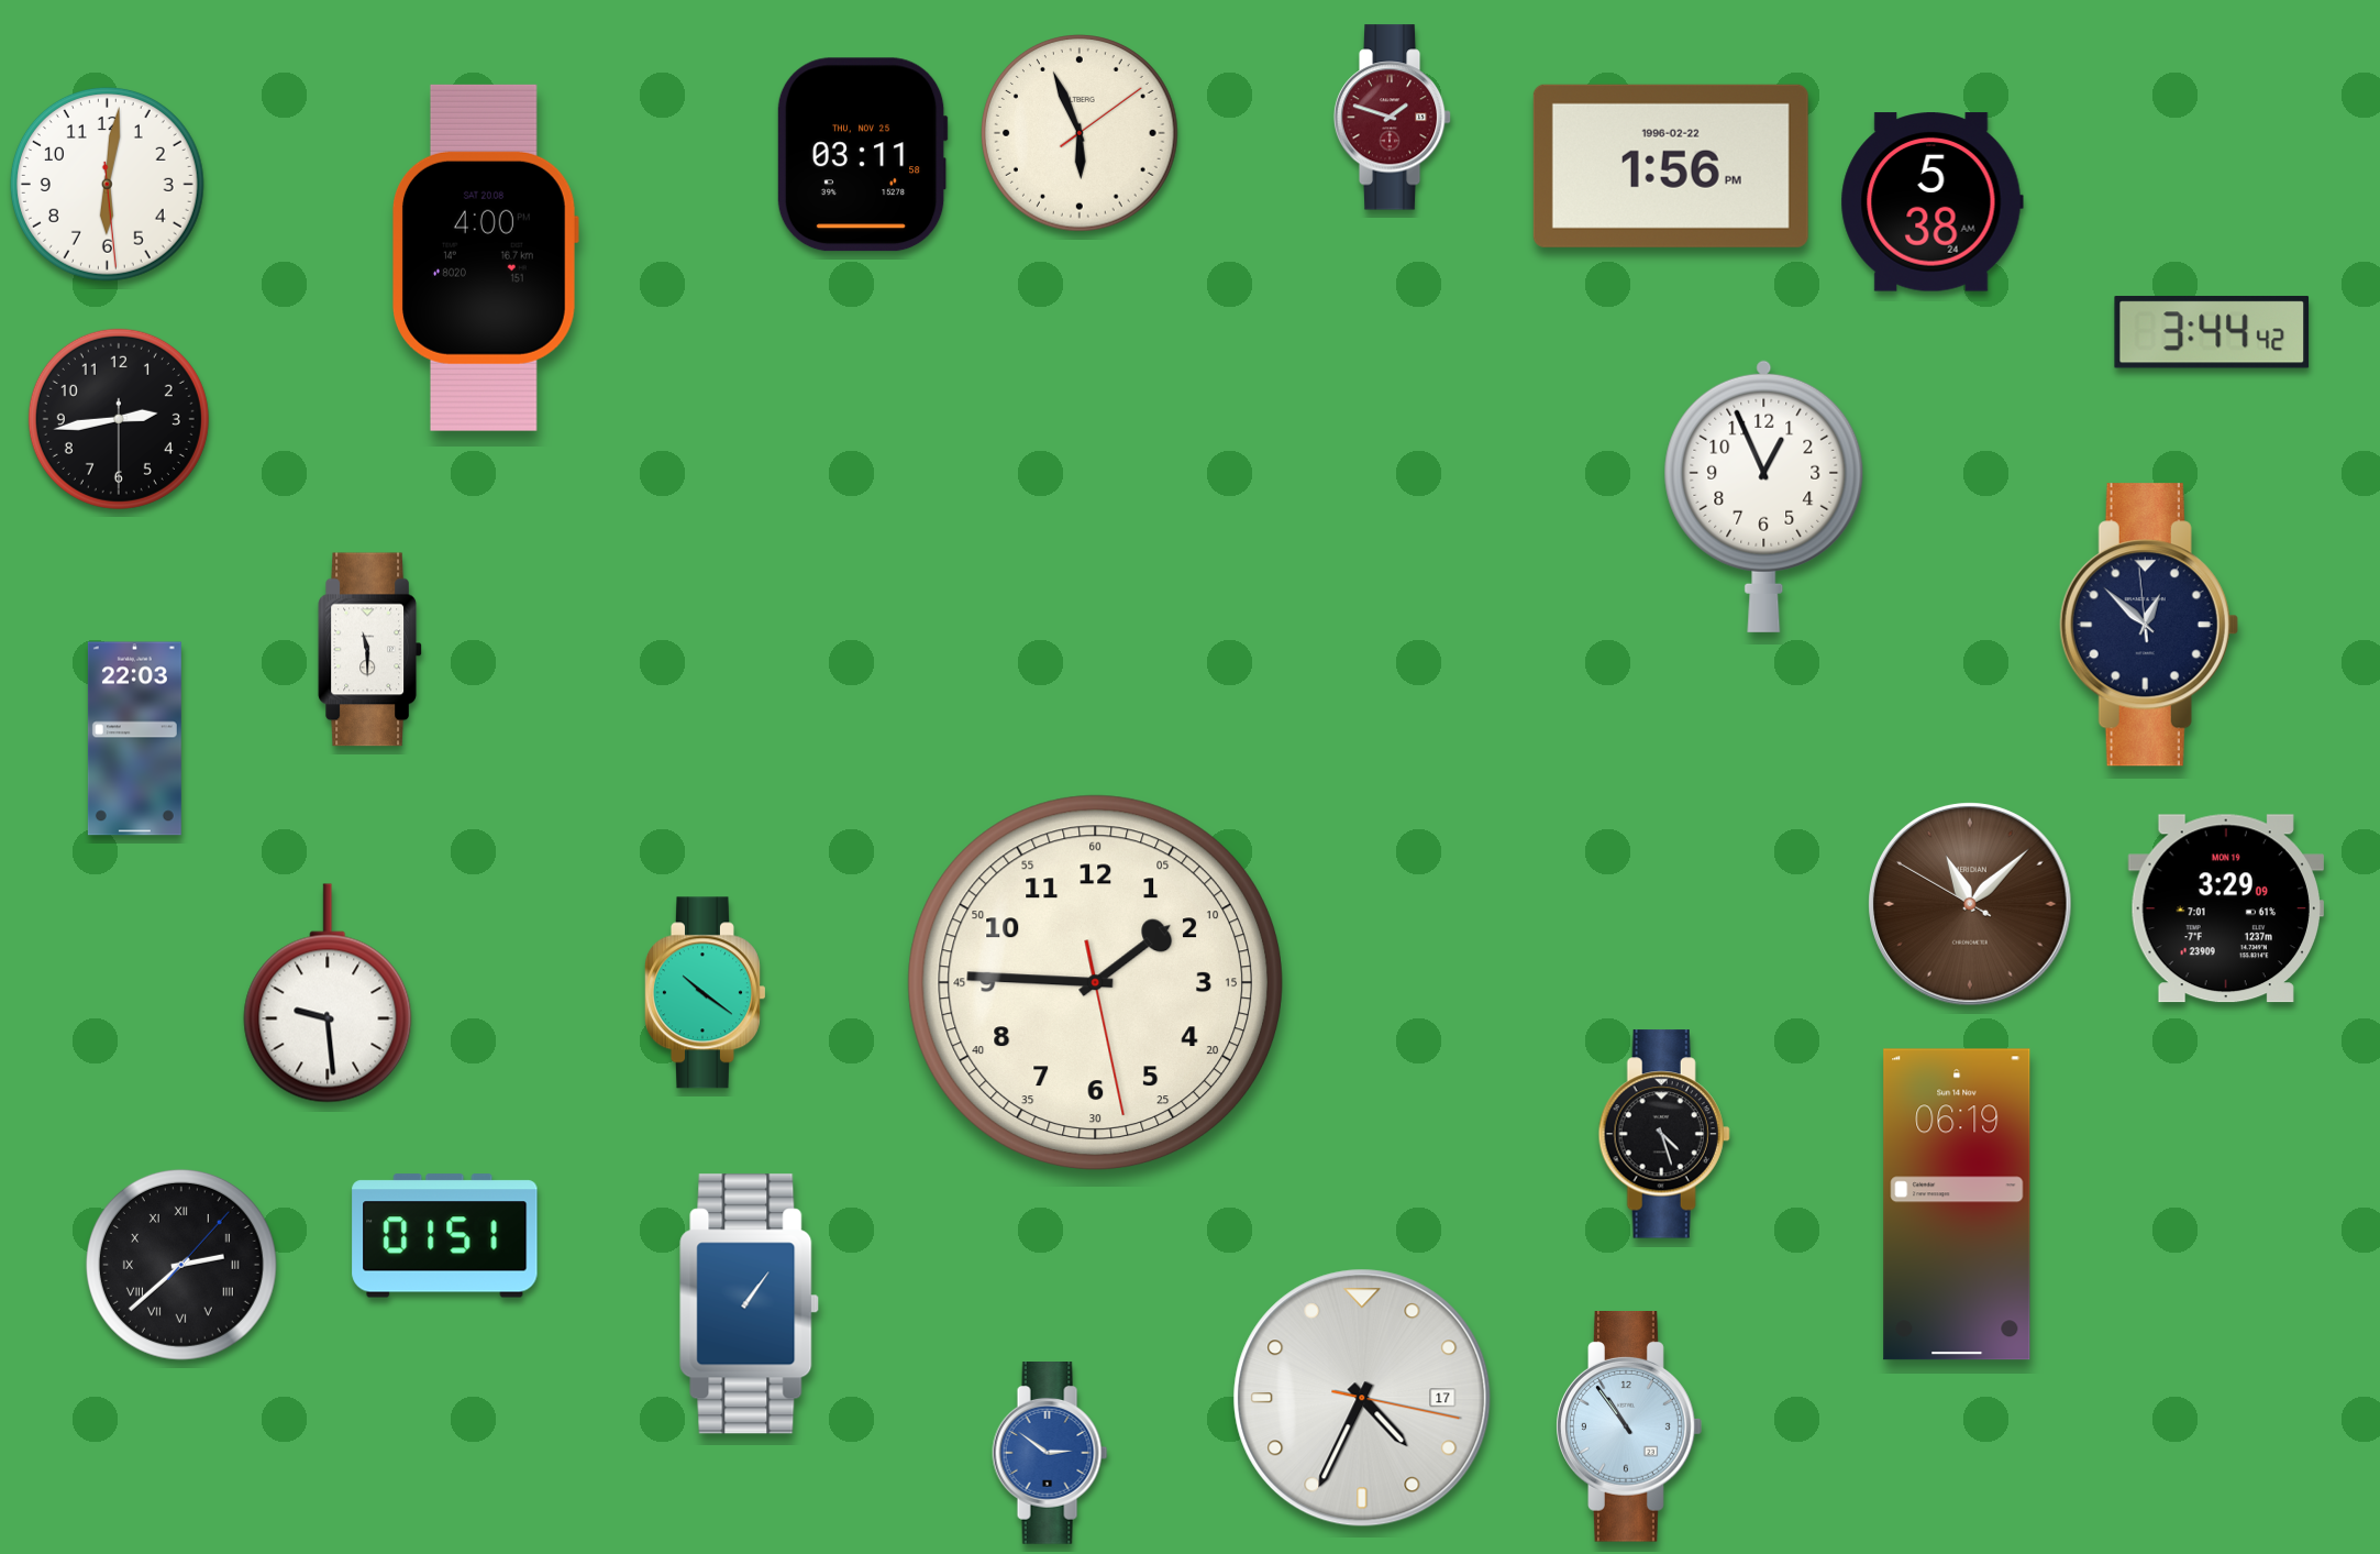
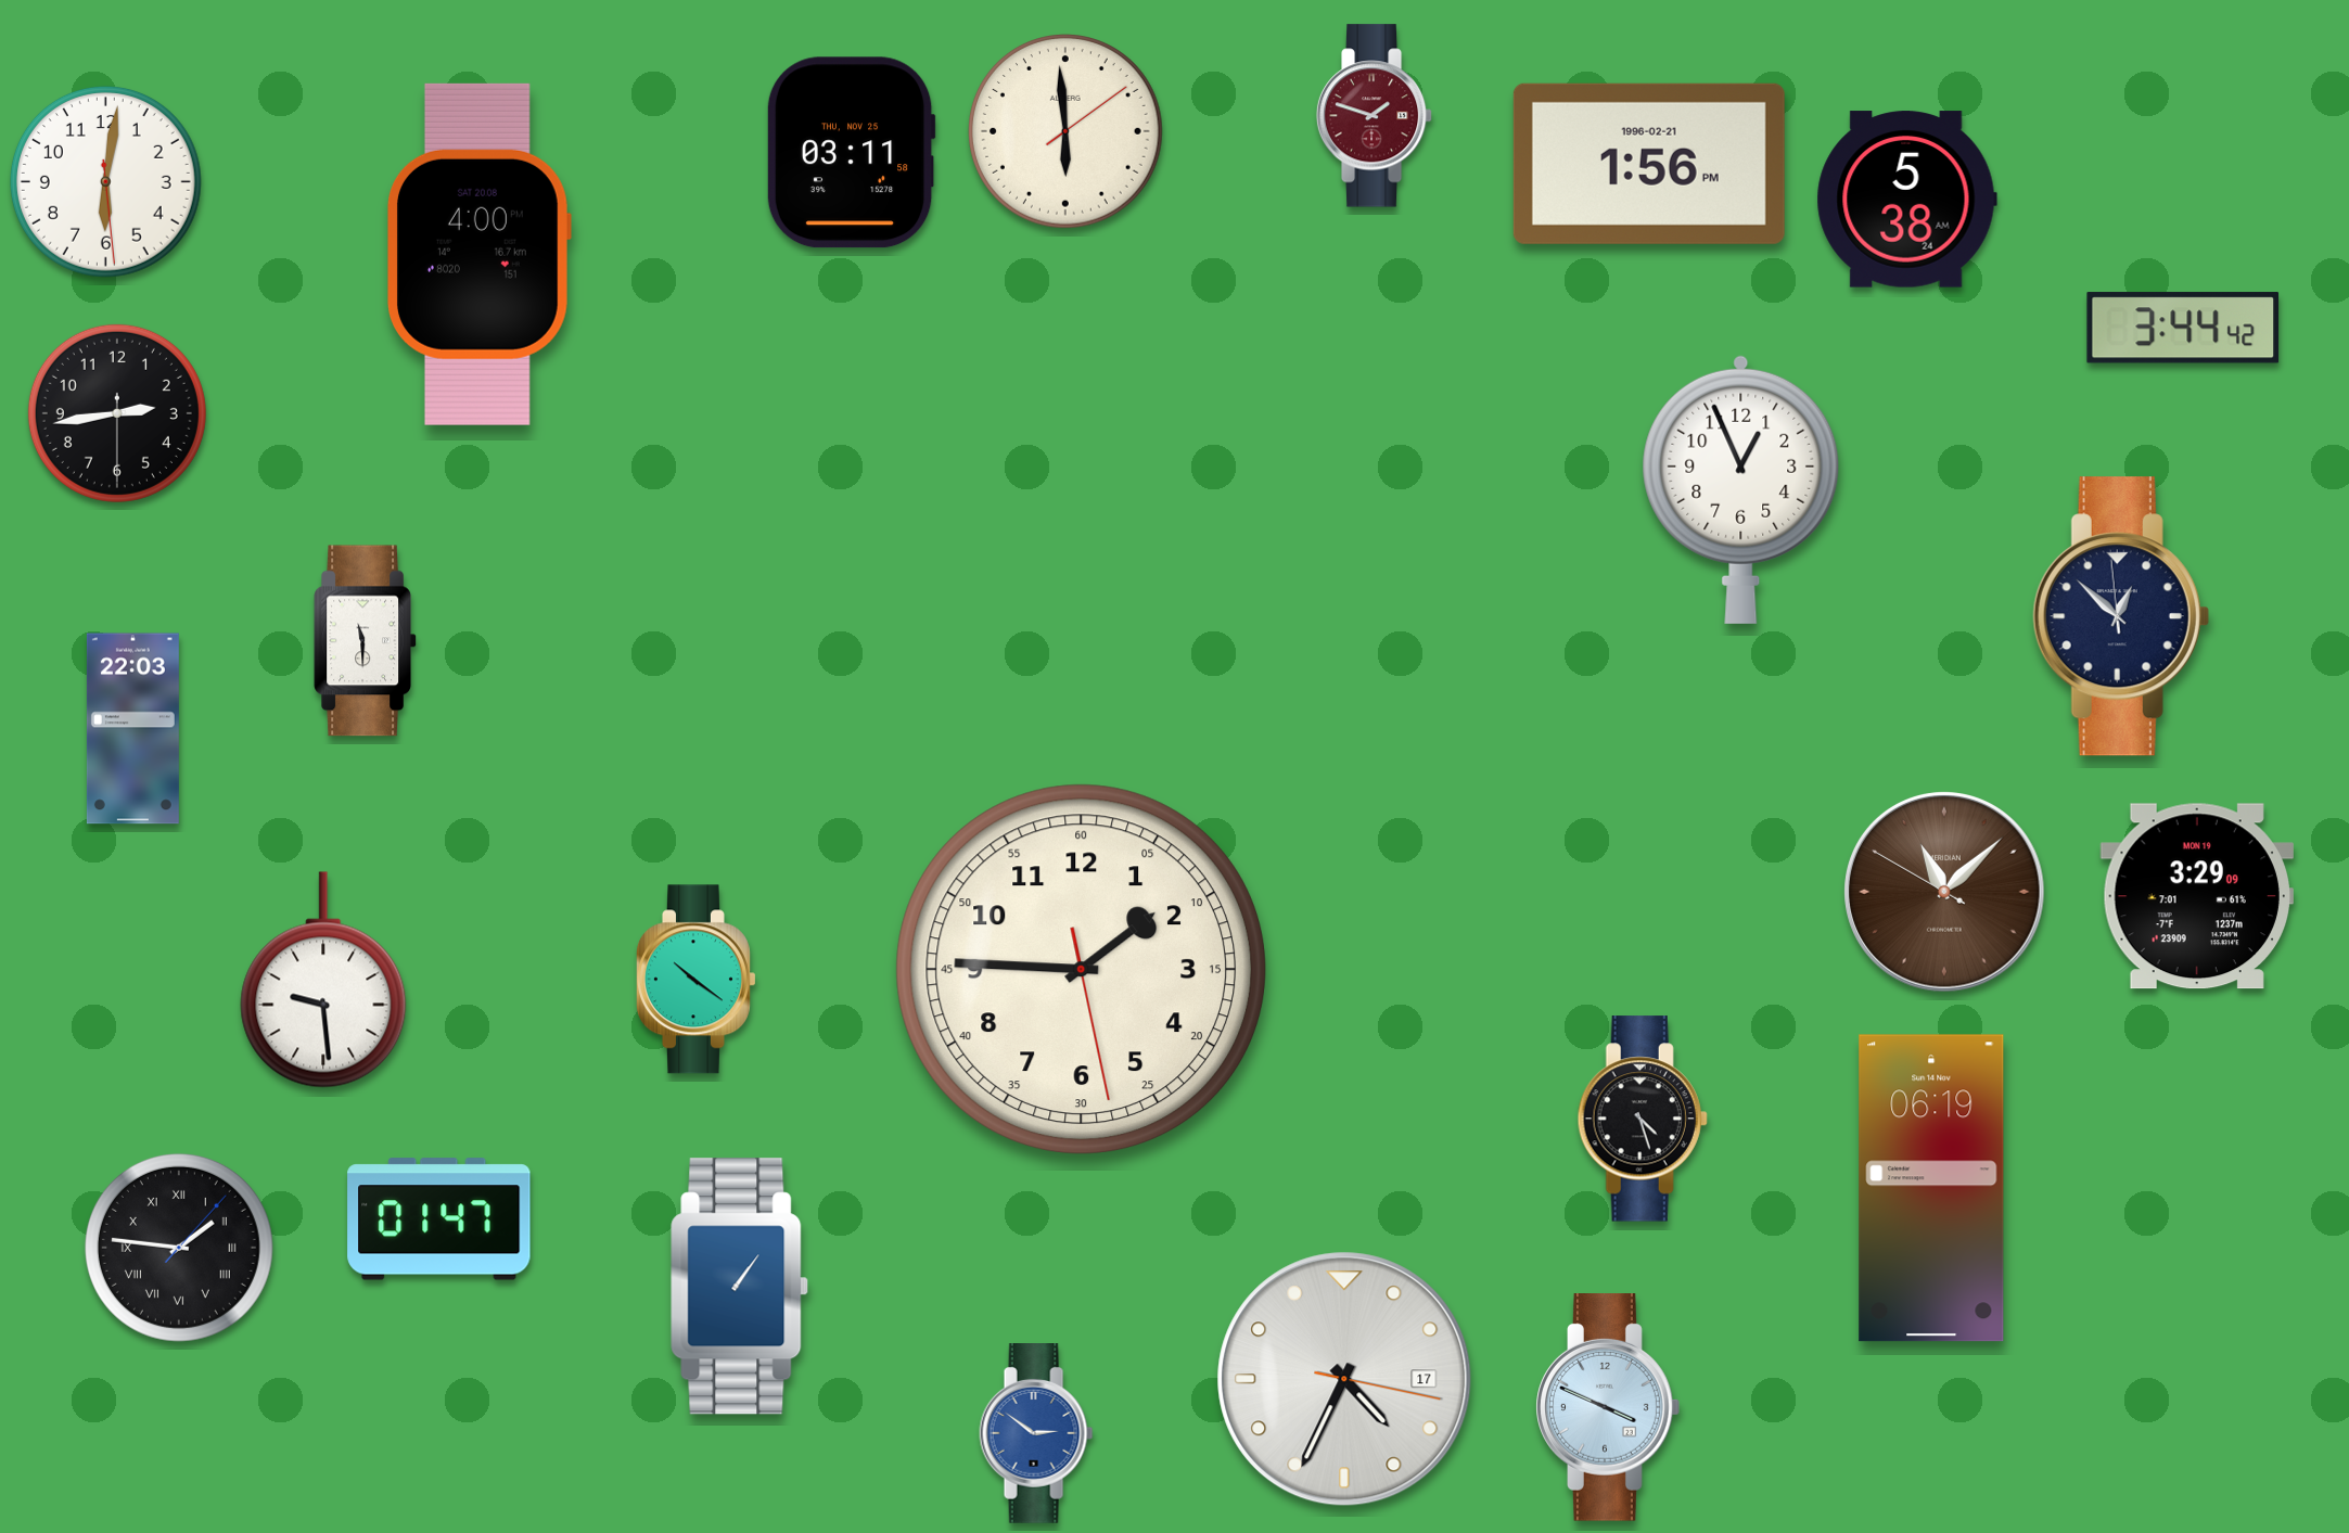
clock at (1081, 134): 5:56 -> 5:59
clock at (1671, 166) date: 1996-02-22 -> 1996-02-21
clock at (445, 1236): 01:51 -> 01:47
clock at (181, 1265): 2:38 -> 1:46
clock at (1629, 1428): 10:54 -> 3:49
